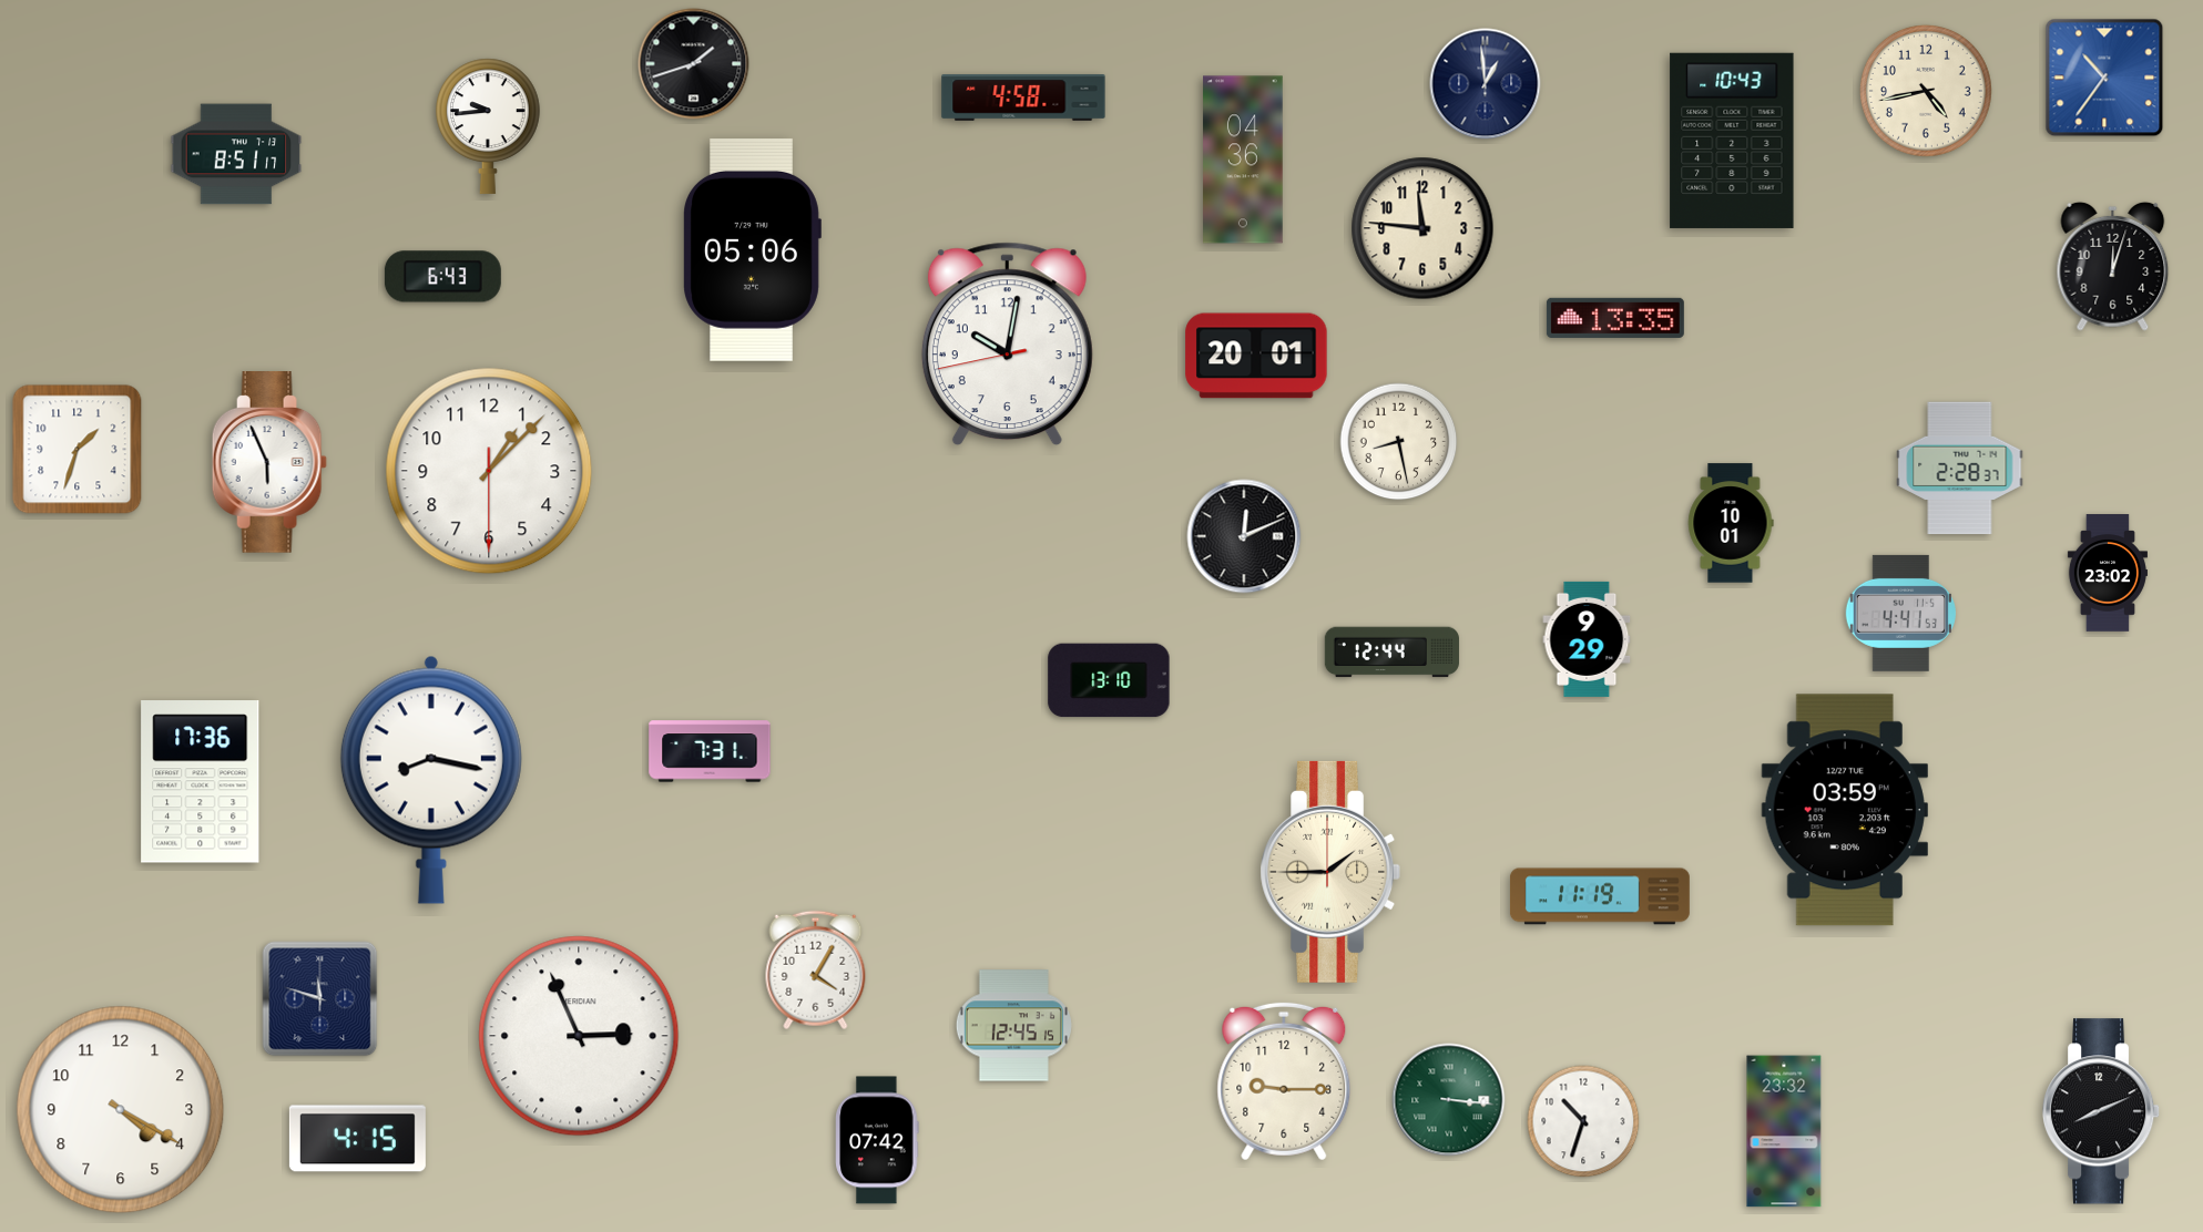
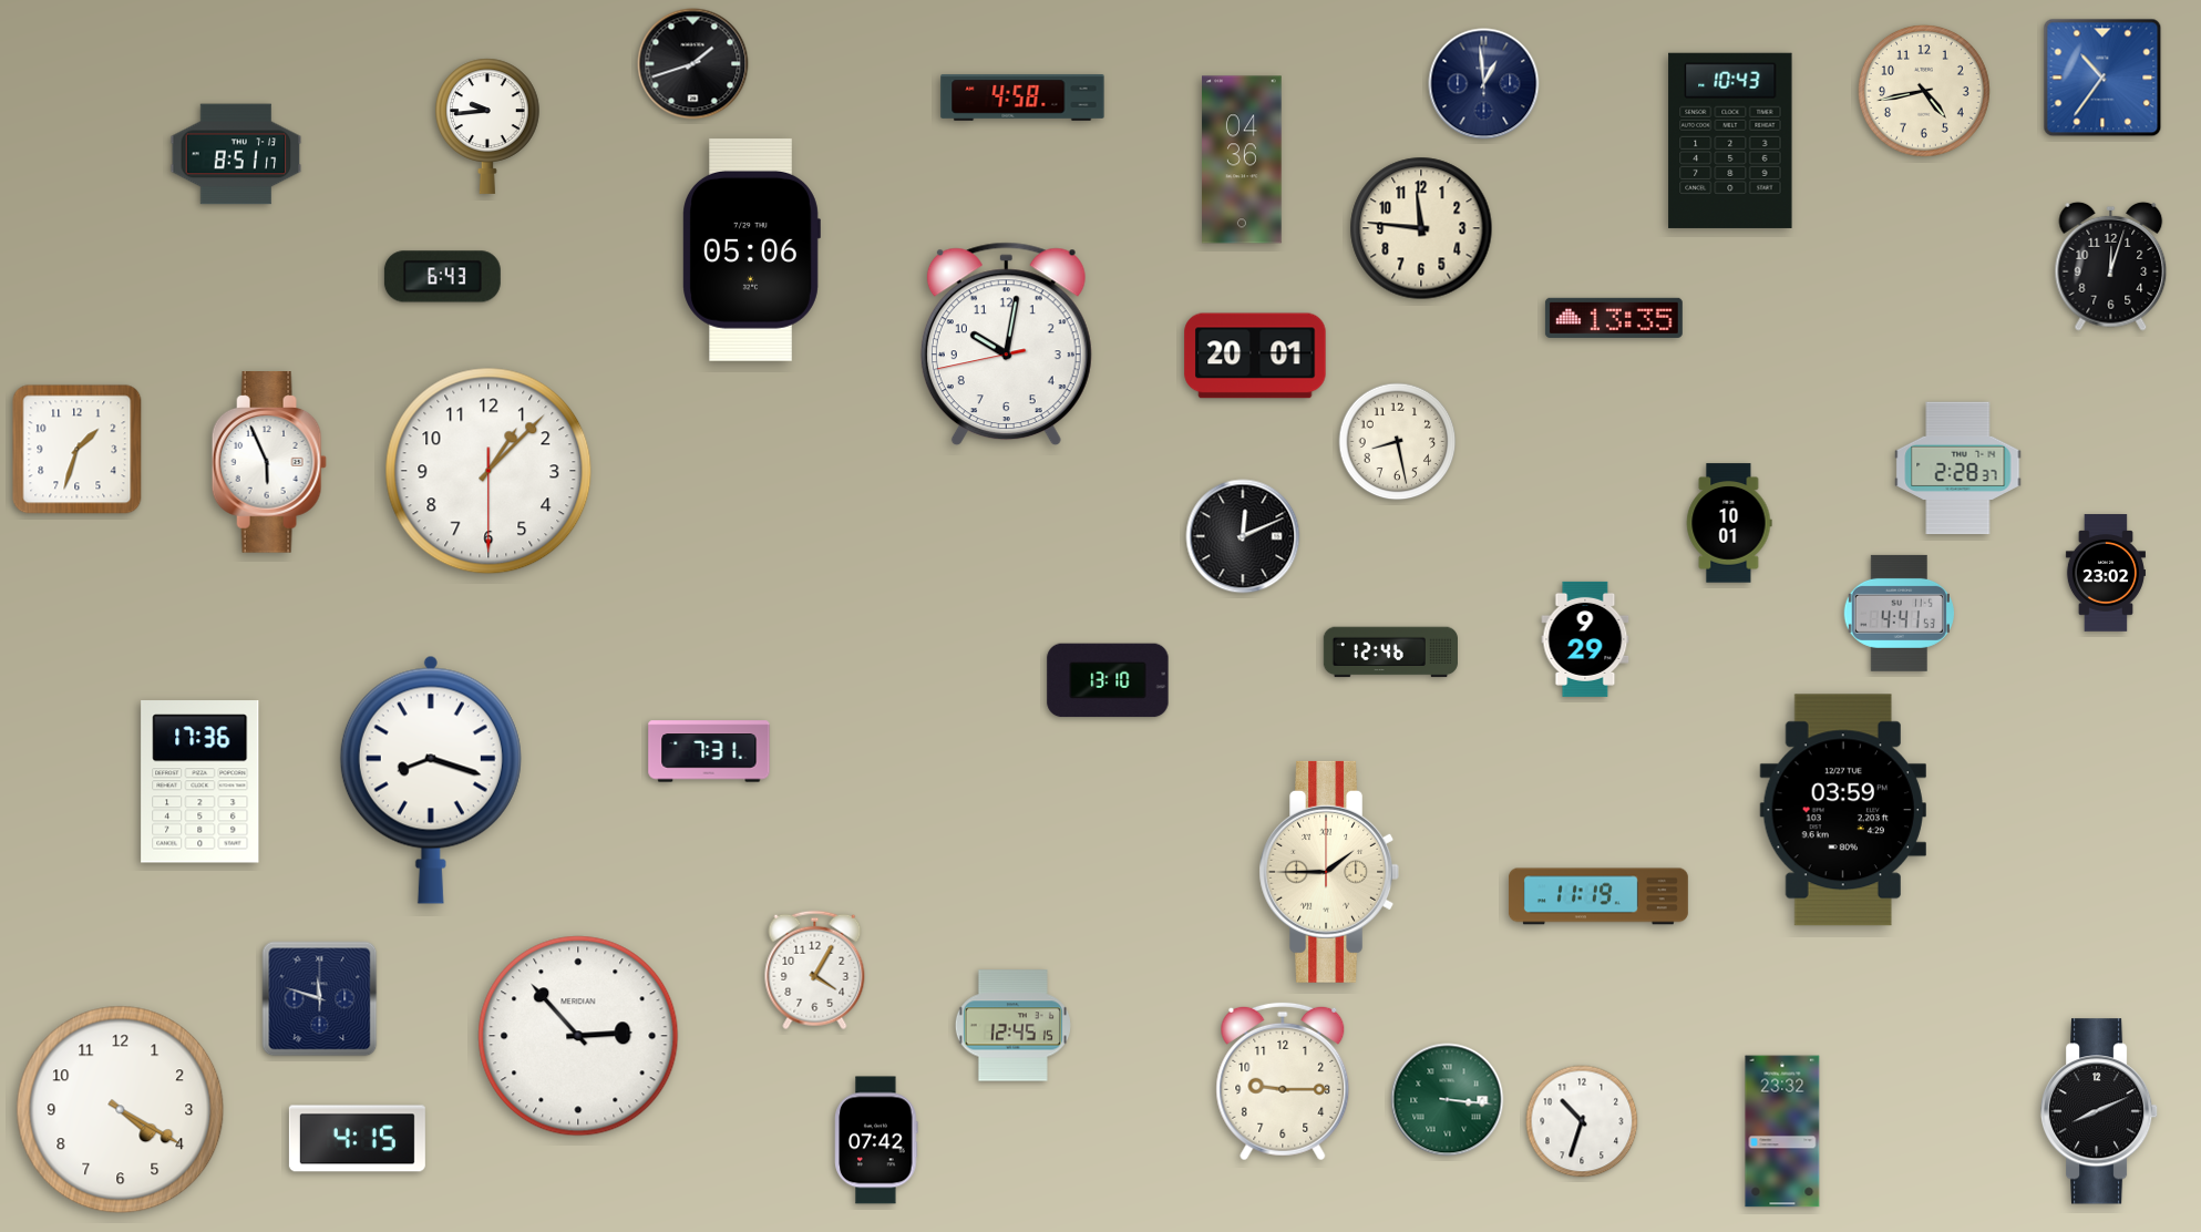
clock at (1391, 653): 12:44 -> 12:46
clock at (431, 780): 8:17 -> 8:18
clock at (579, 1036): 2:56 -> 2:53
